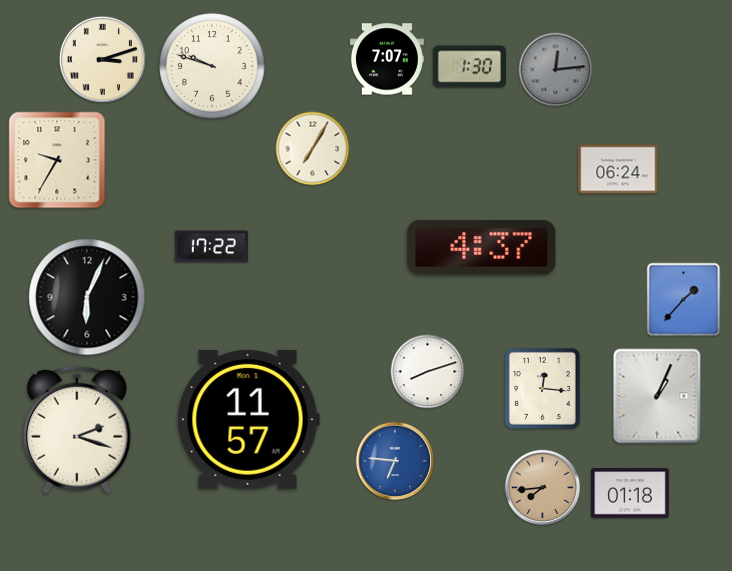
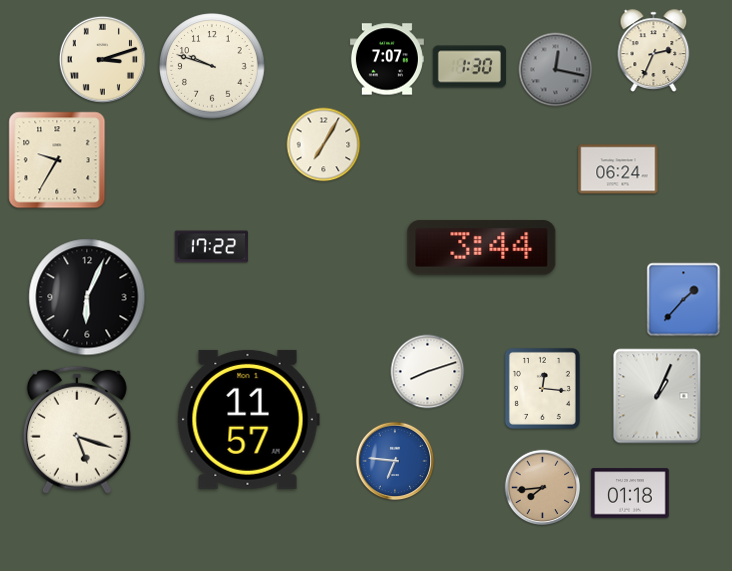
clock at (654, 50): none -> 2:34
clock at (556, 70): 12:14 -> 12:17
clock at (313, 149) position: (313, 149) -> (324, 145)
clock at (482, 248): 4:37 -> 3:44
clock at (77, 430): 2:18 -> 5:18
